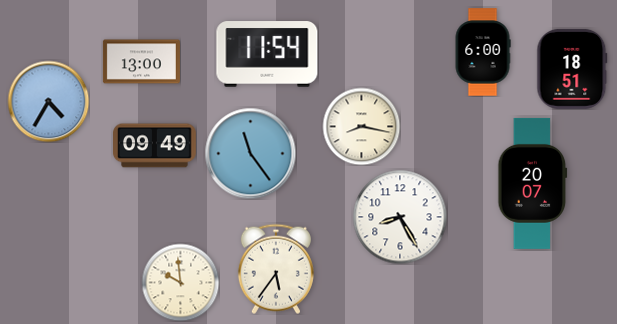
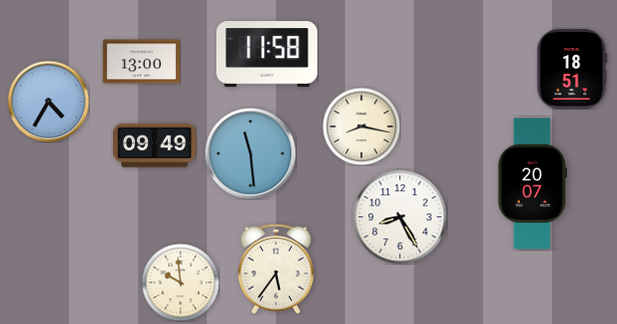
clock at (483, 52): 6:00 -> none
clock at (267, 54): 11:54 -> 11:58
clock at (250, 153): 11:24 -> 11:29
